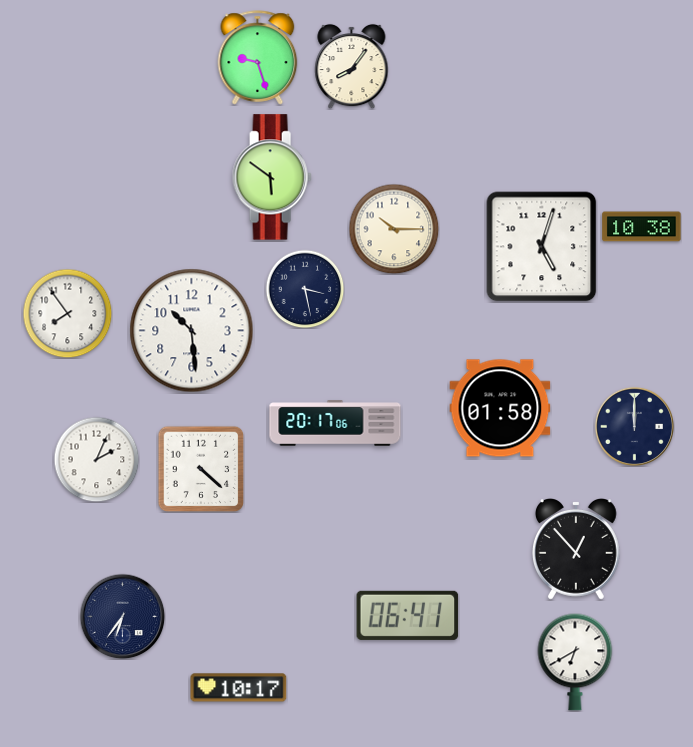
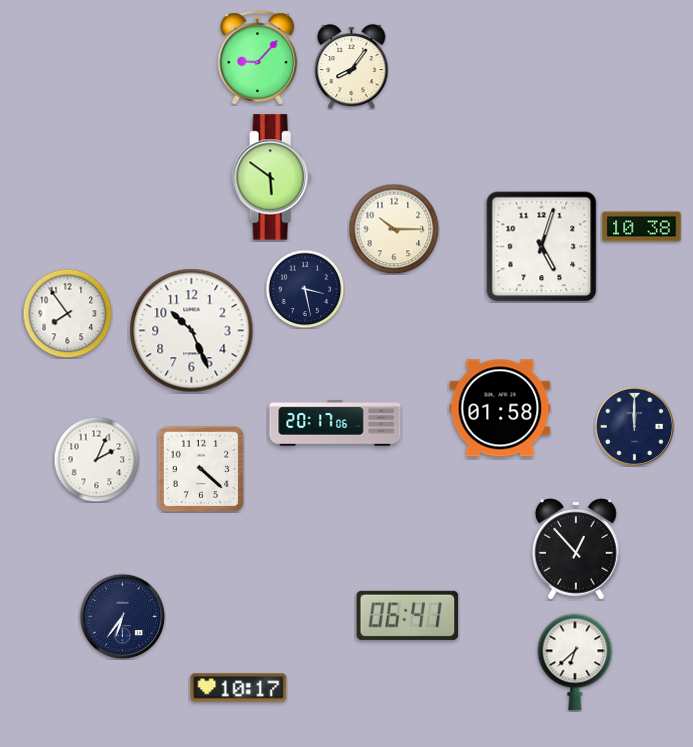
clock at (258, 58): 9:27 -> 9:07
clock at (192, 331): 10:29 -> 10:26
clock at (575, 662): 6:40 -> 6:38
